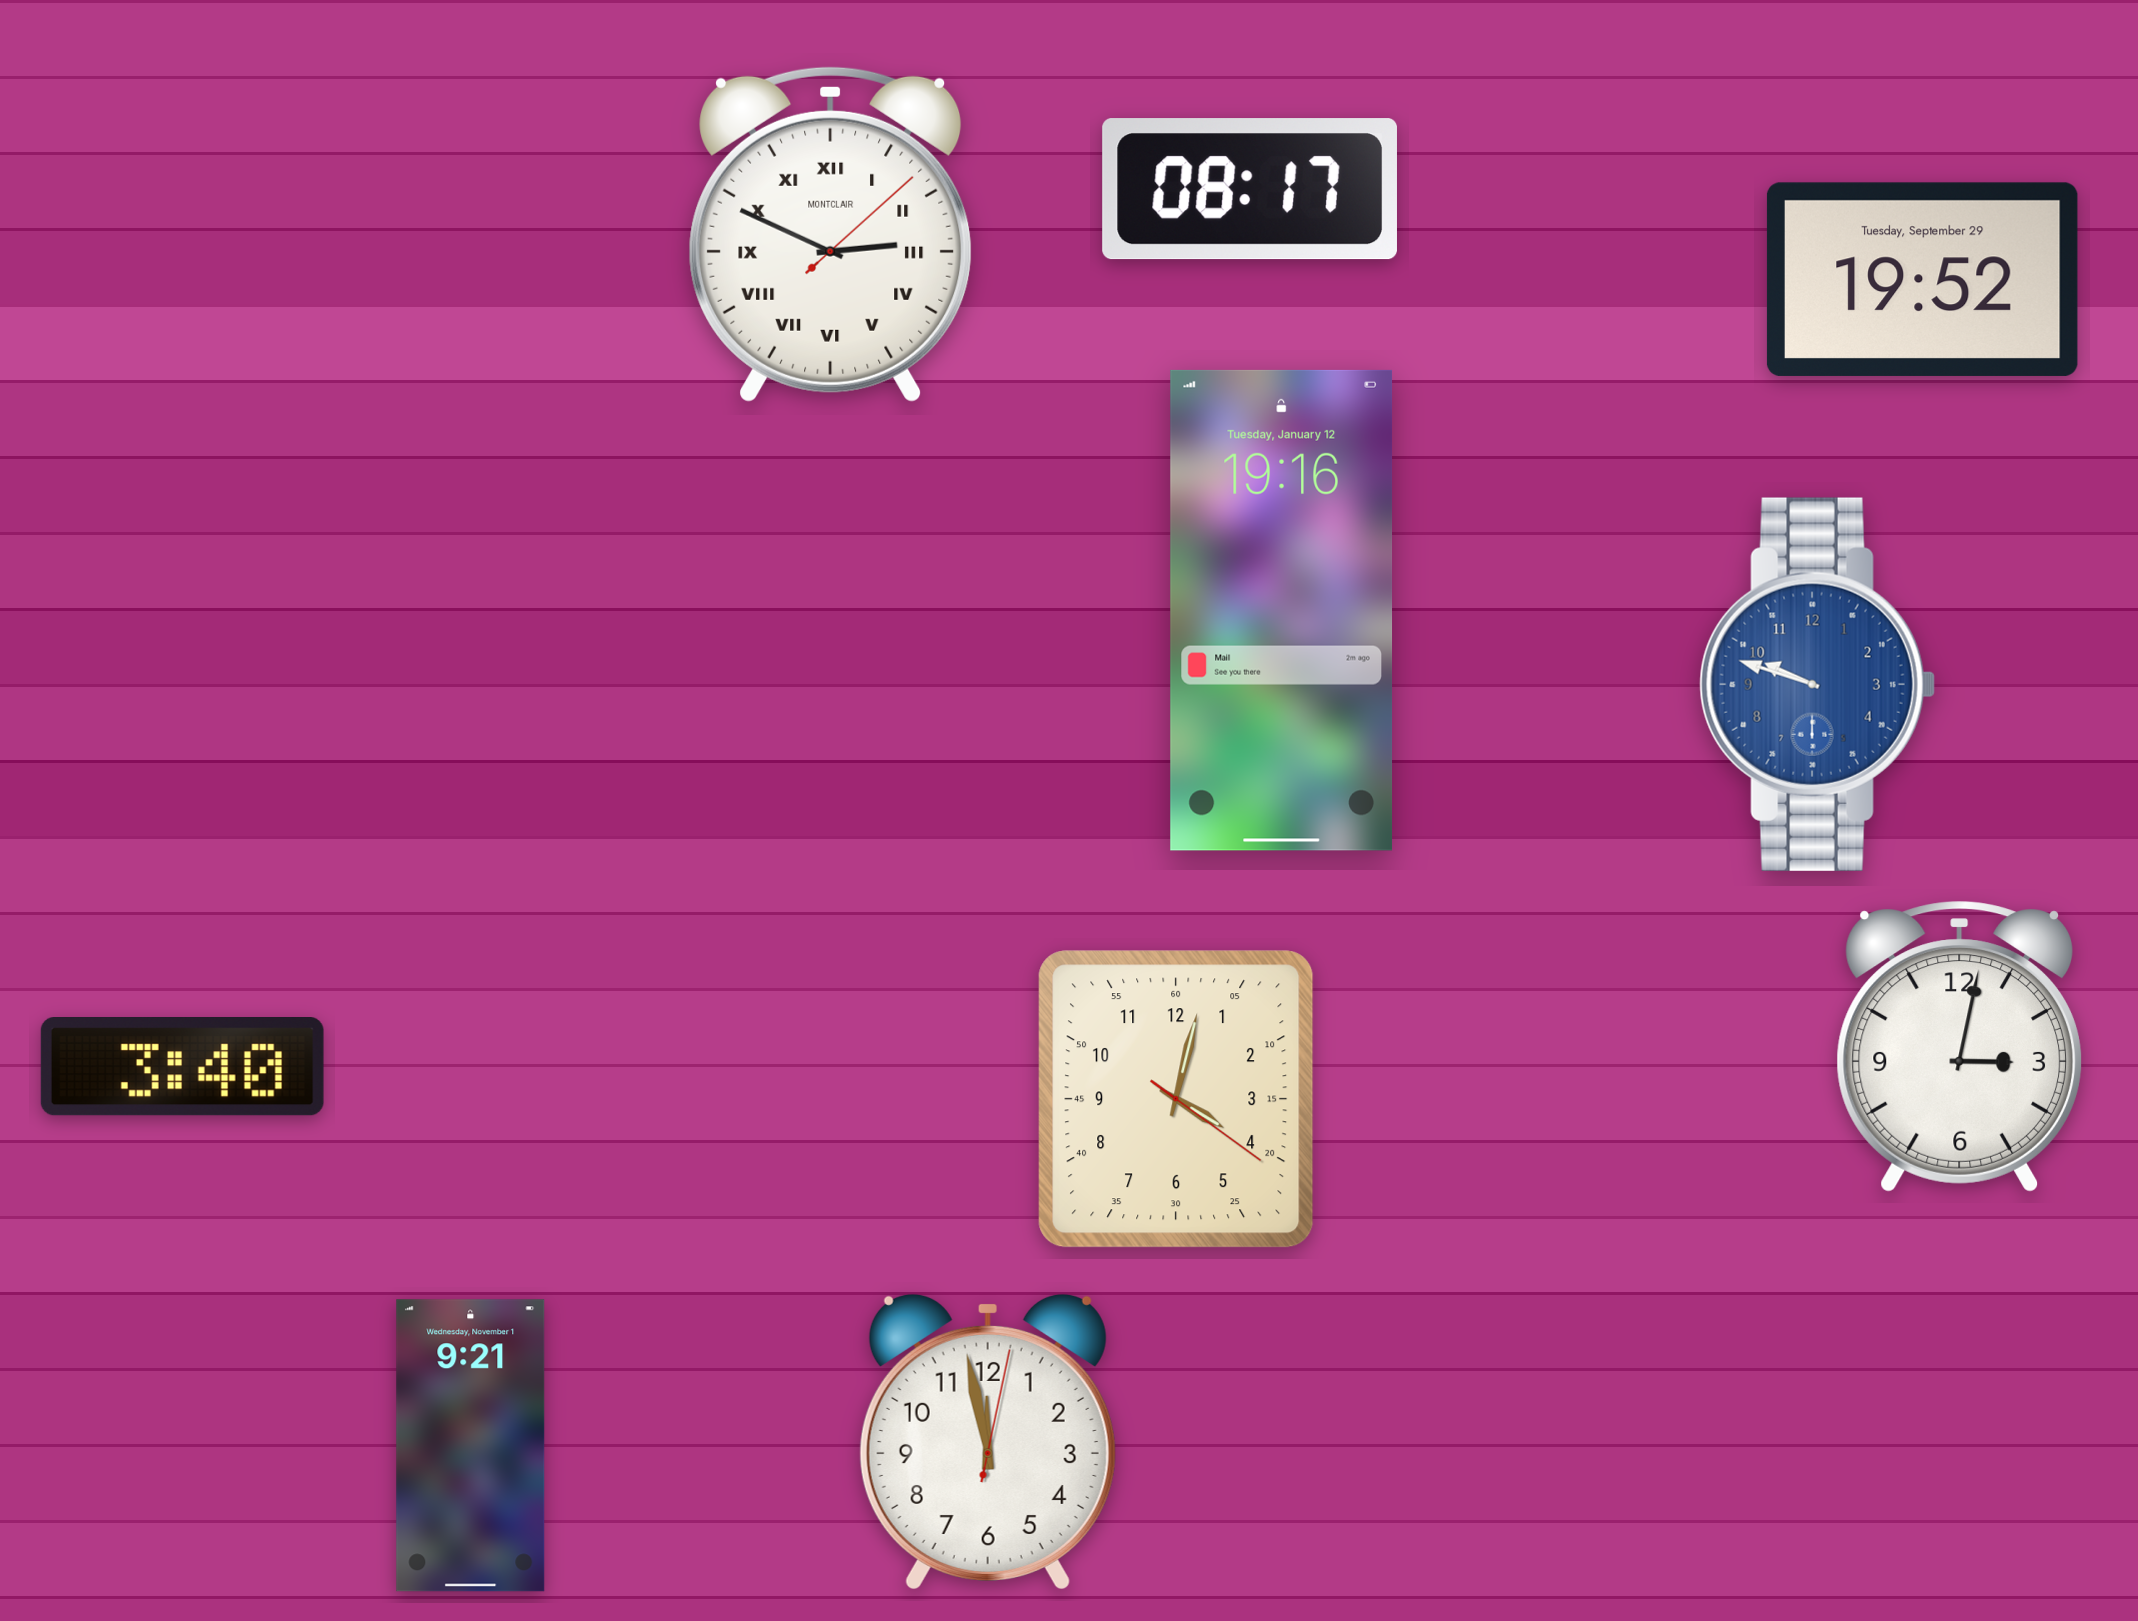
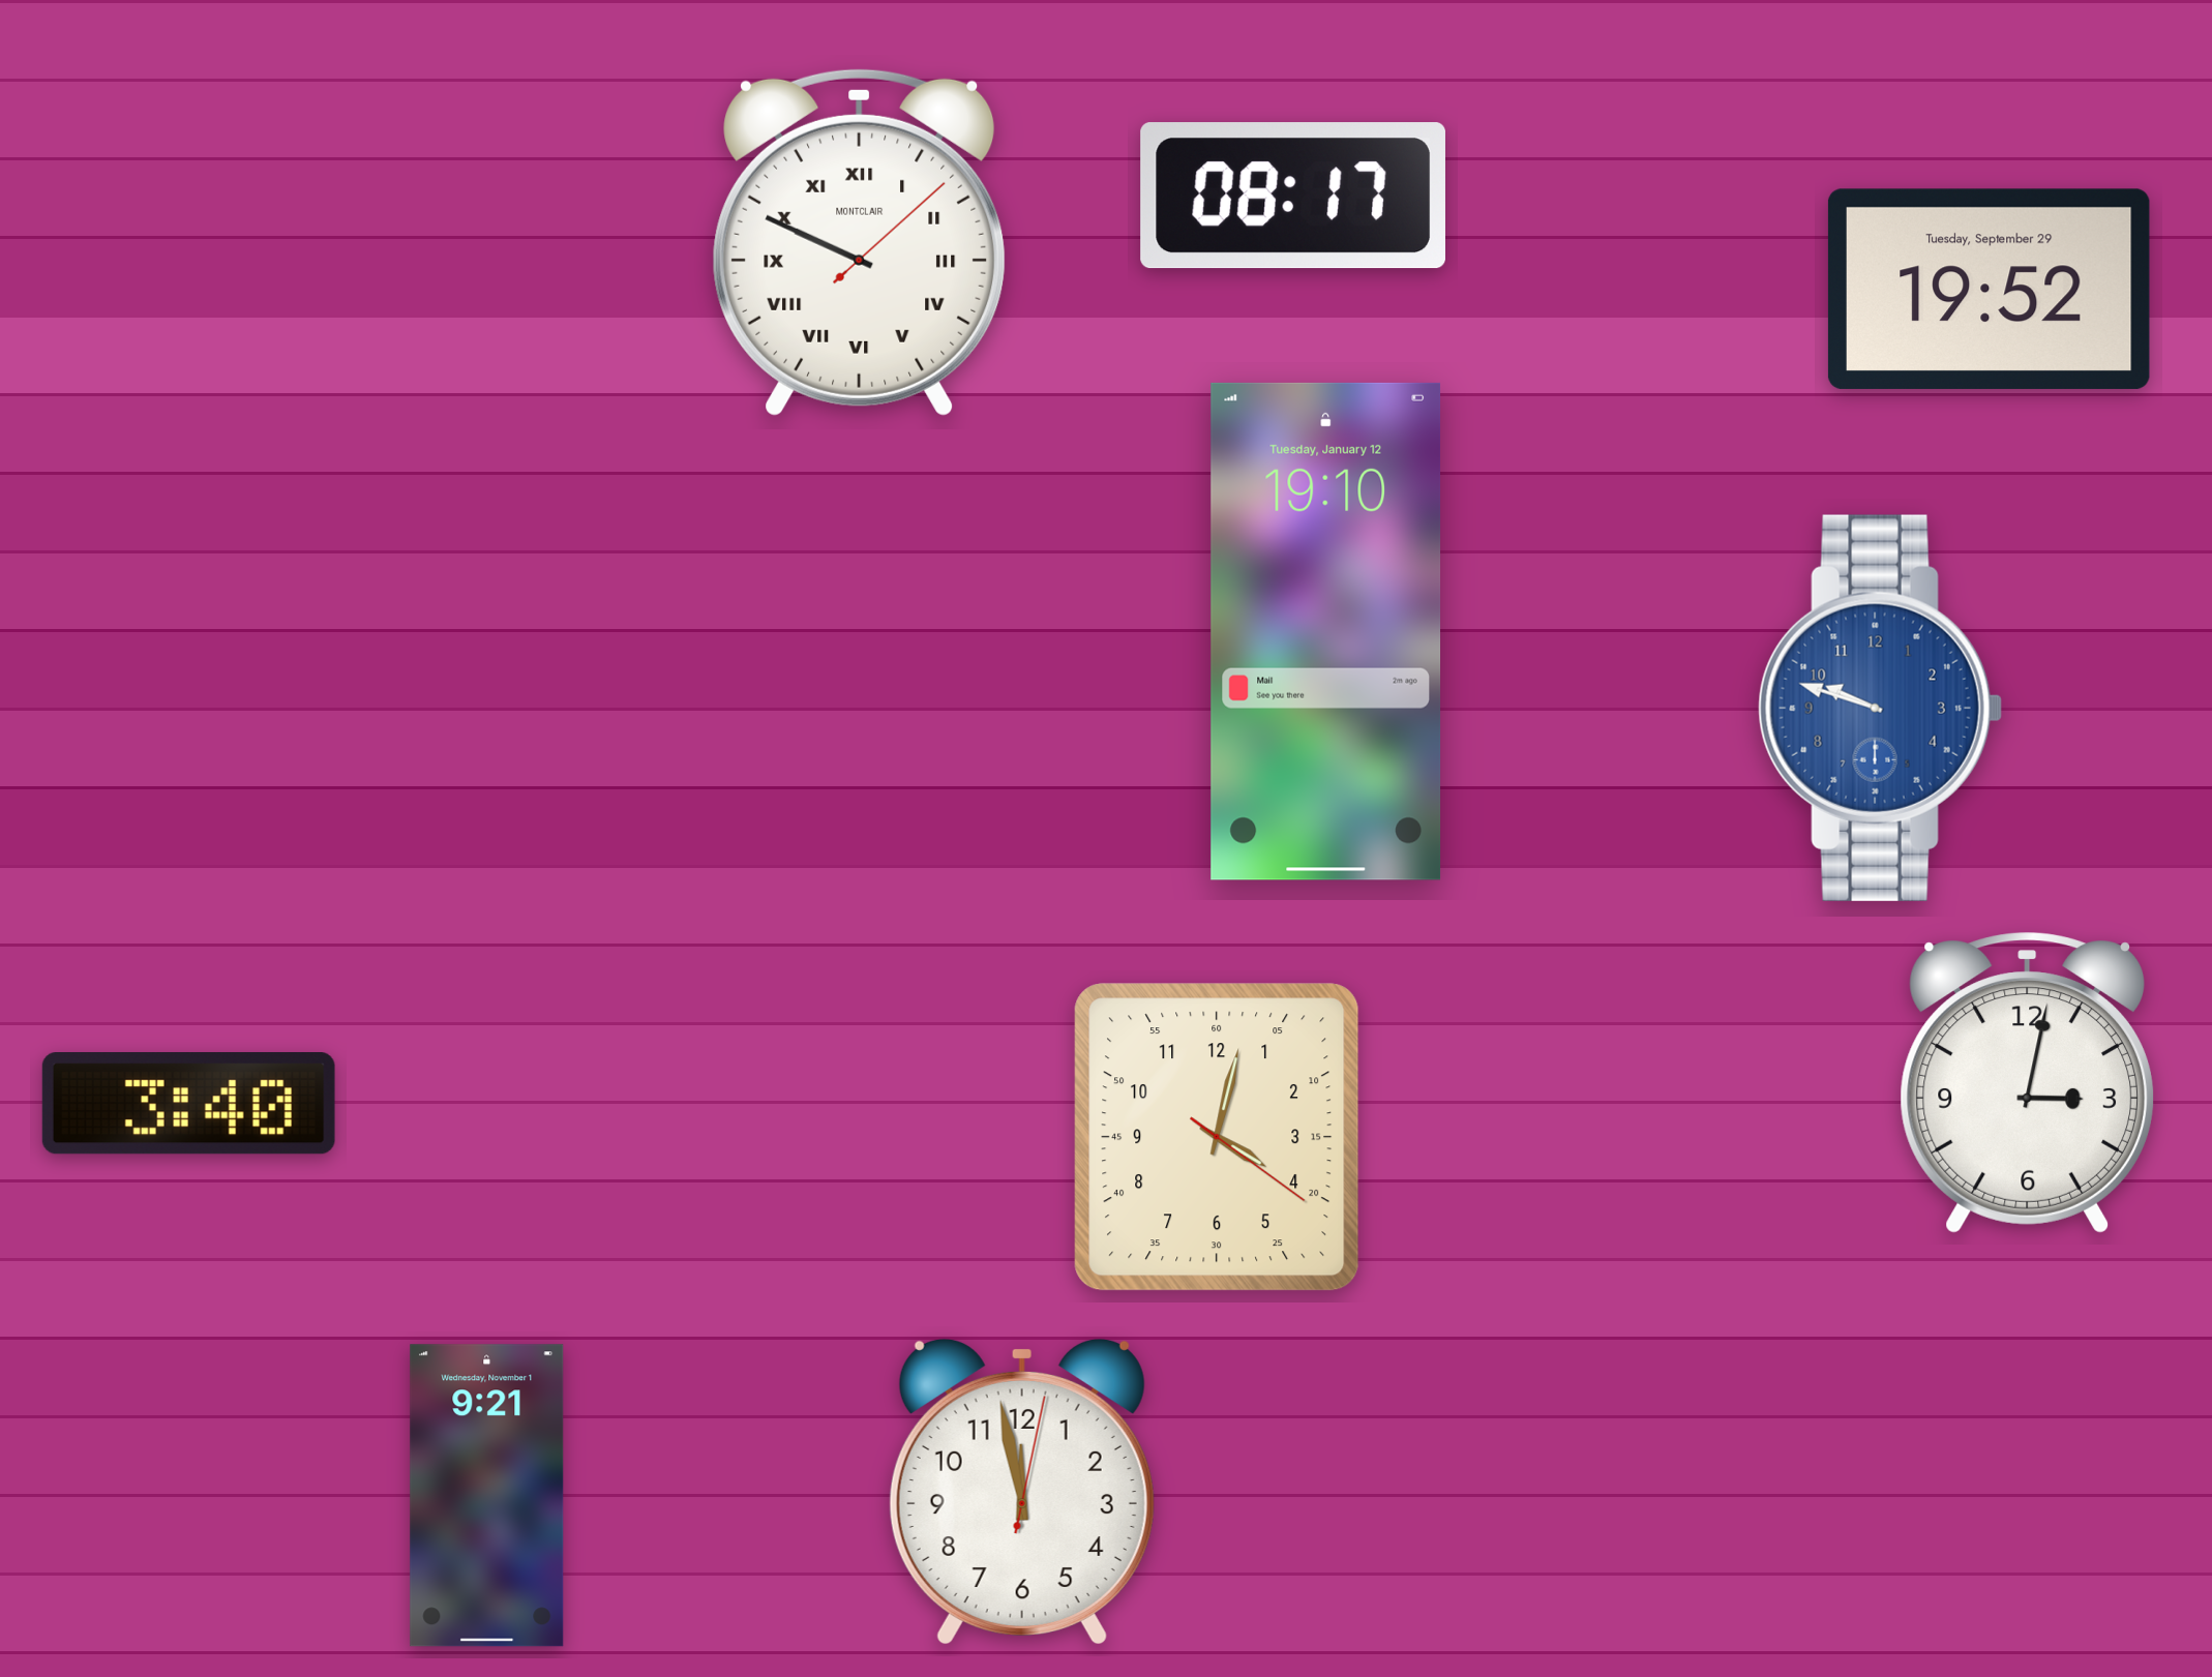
clock at (831, 234): 2:49 -> 9:49
clock at (1282, 610): 19:16 -> 19:10
